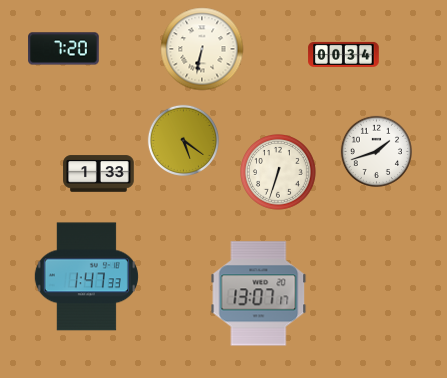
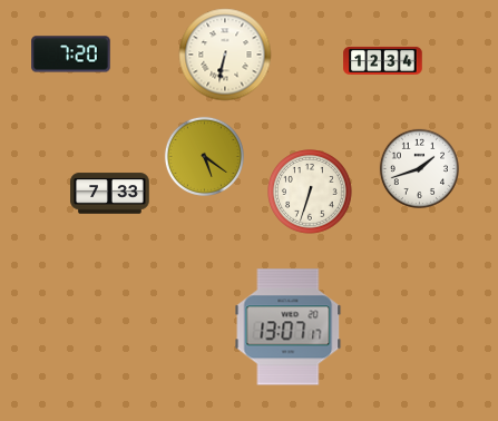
clock at (344, 54): 00:34 -> 12:34
clock at (99, 174): 1:33 -> 7:33
clock at (86, 277): 1:47 -> none
